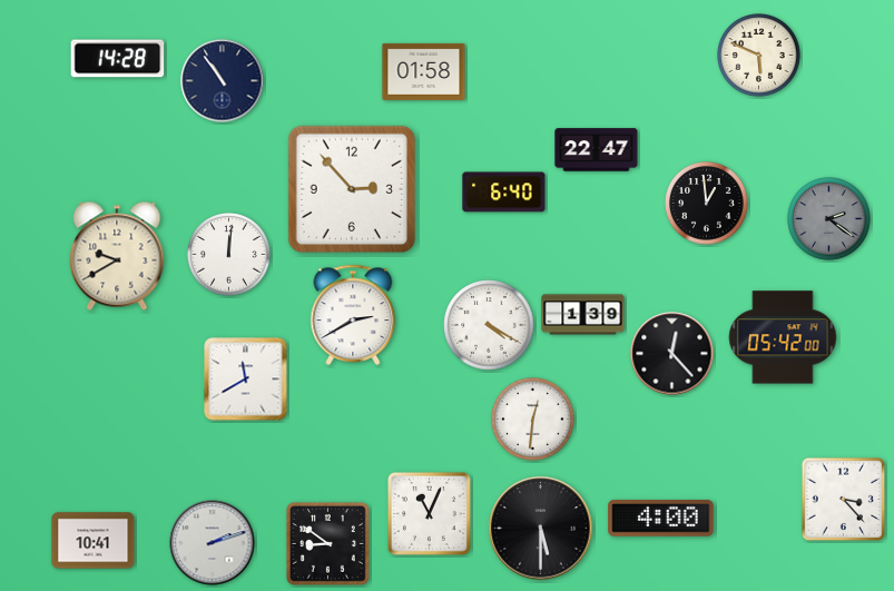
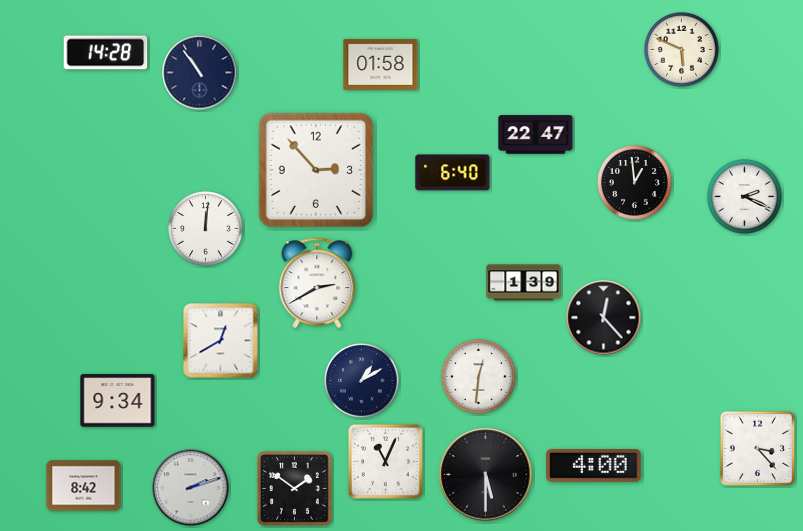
clock at (829, 219): 2:21 -> 2:19
clock at (829, 219) dial: grey -> white
clock at (117, 256): 9:40 -> none
clock at (489, 325): 4:20 -> none
clock at (783, 337): 05:42 -> none
clock at (246, 380): 11:40 -> 12:40
clock at (362, 381): none -> 1:10
clock at (118, 401): none -> 9:34
clock at (94, 541): 10:41 -> 8:42
clock at (327, 543): 8:51 -> 1:51
